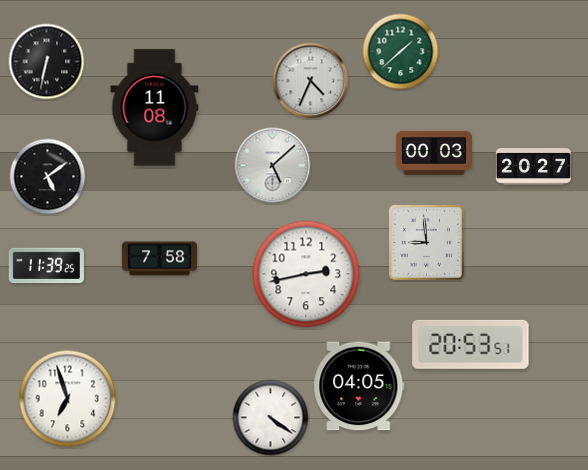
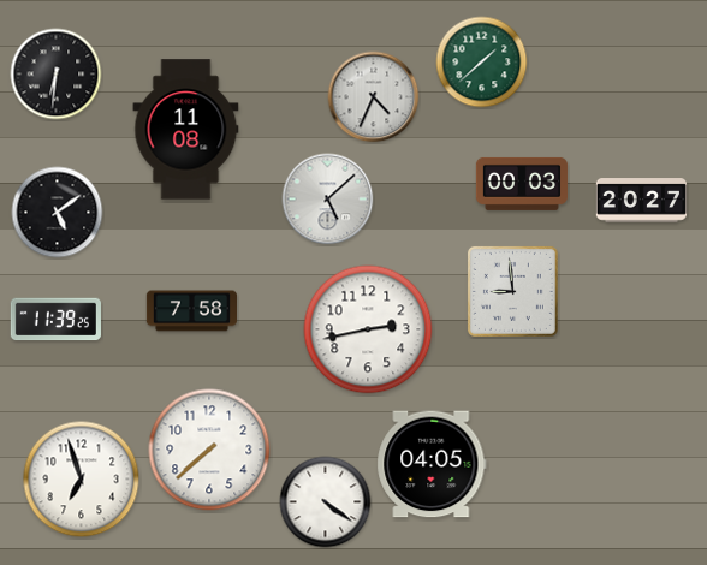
clock at (47, 62): 6:32 -> 6:31
clock at (471, 344): 20:53 -> none
clock at (209, 450): none -> 7:38
